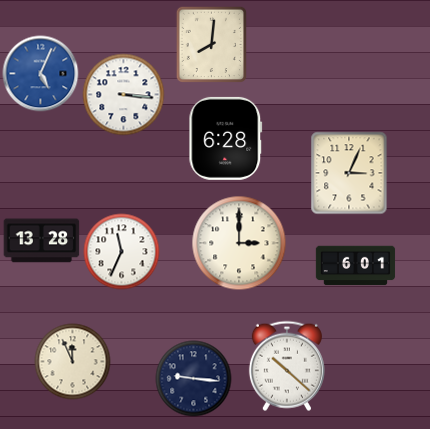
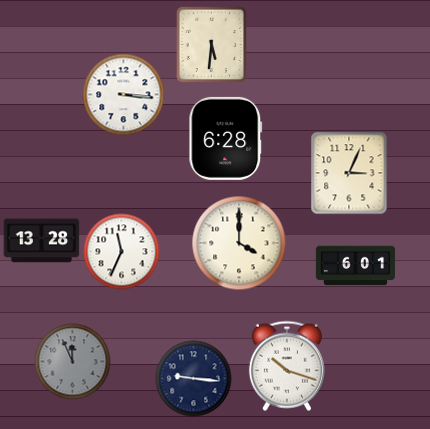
clock at (211, 44): 8:01 -> 5:31
clock at (41, 74): 5:04 -> none
clock at (239, 243): 3:00 -> 4:00
clock at (73, 362) dial: cream -> grey
clock at (287, 366): 10:22 -> 10:18
